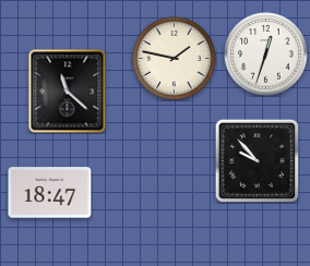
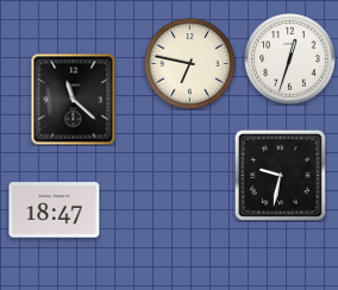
clock at (175, 59): 1:47 -> 6:47
clock at (257, 160): 9:53 -> 9:32
